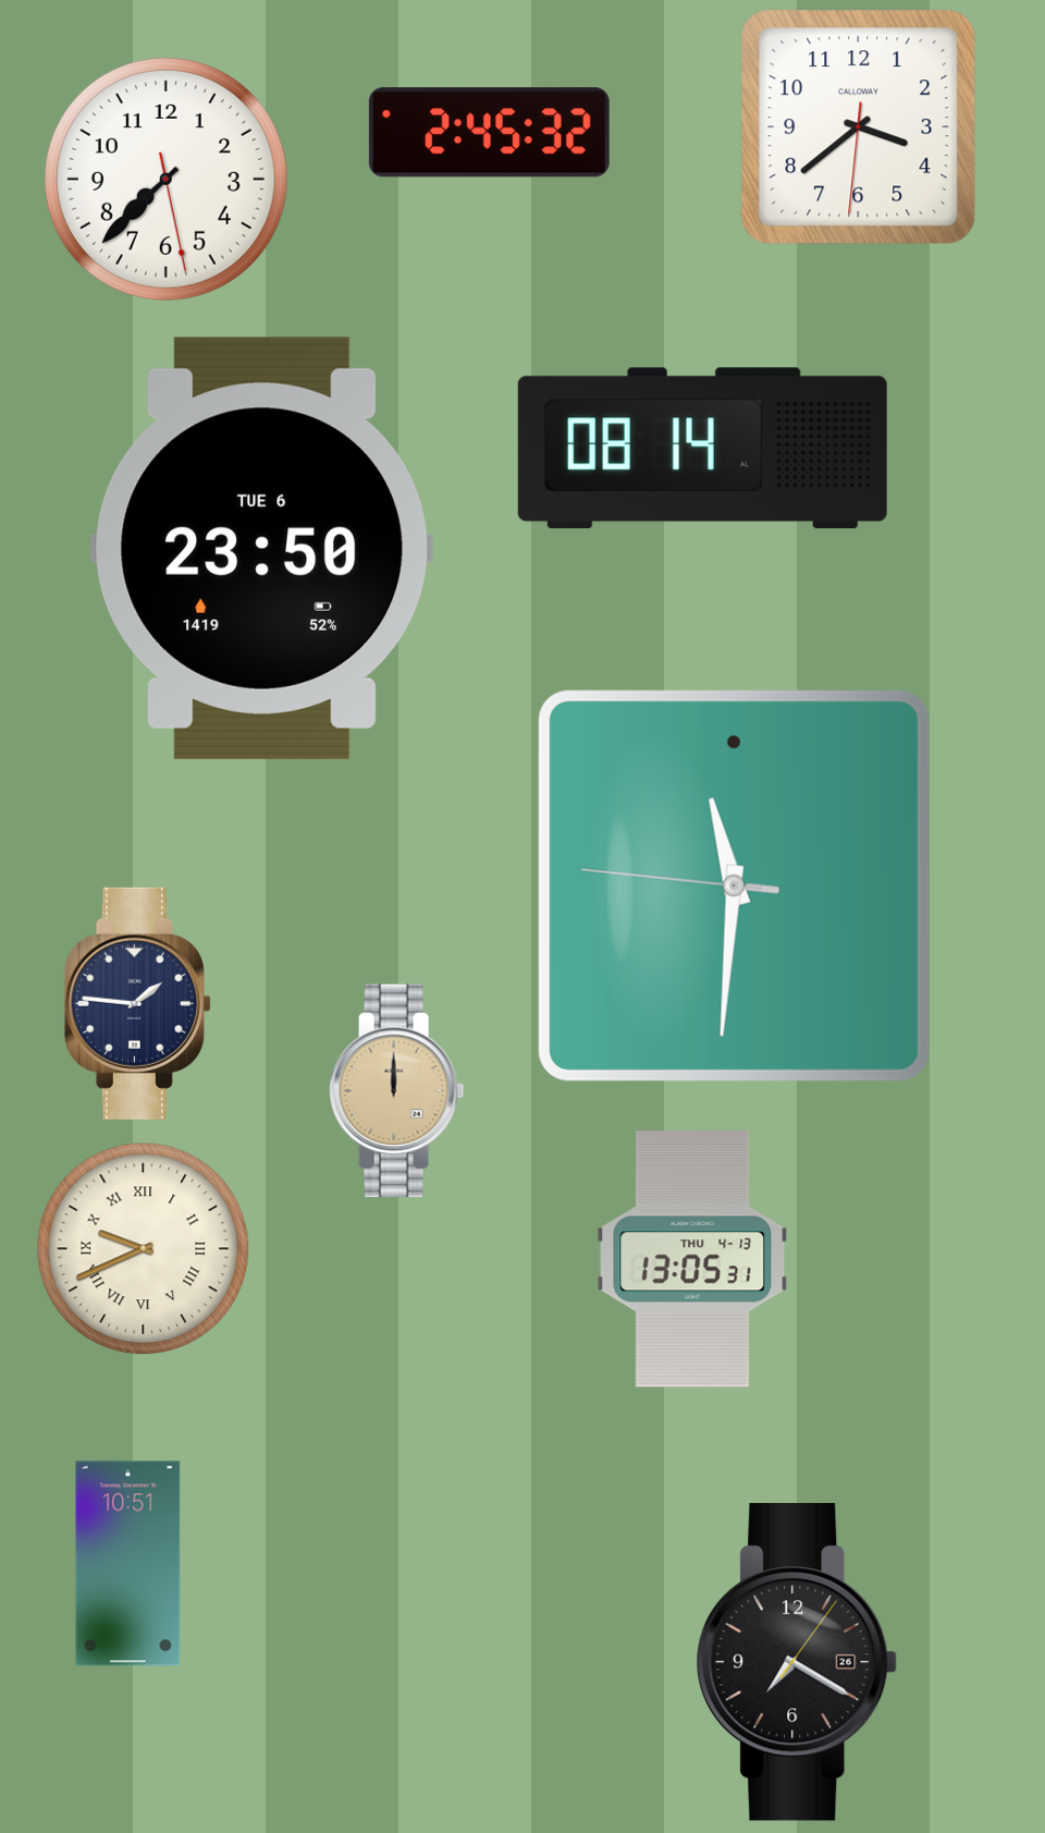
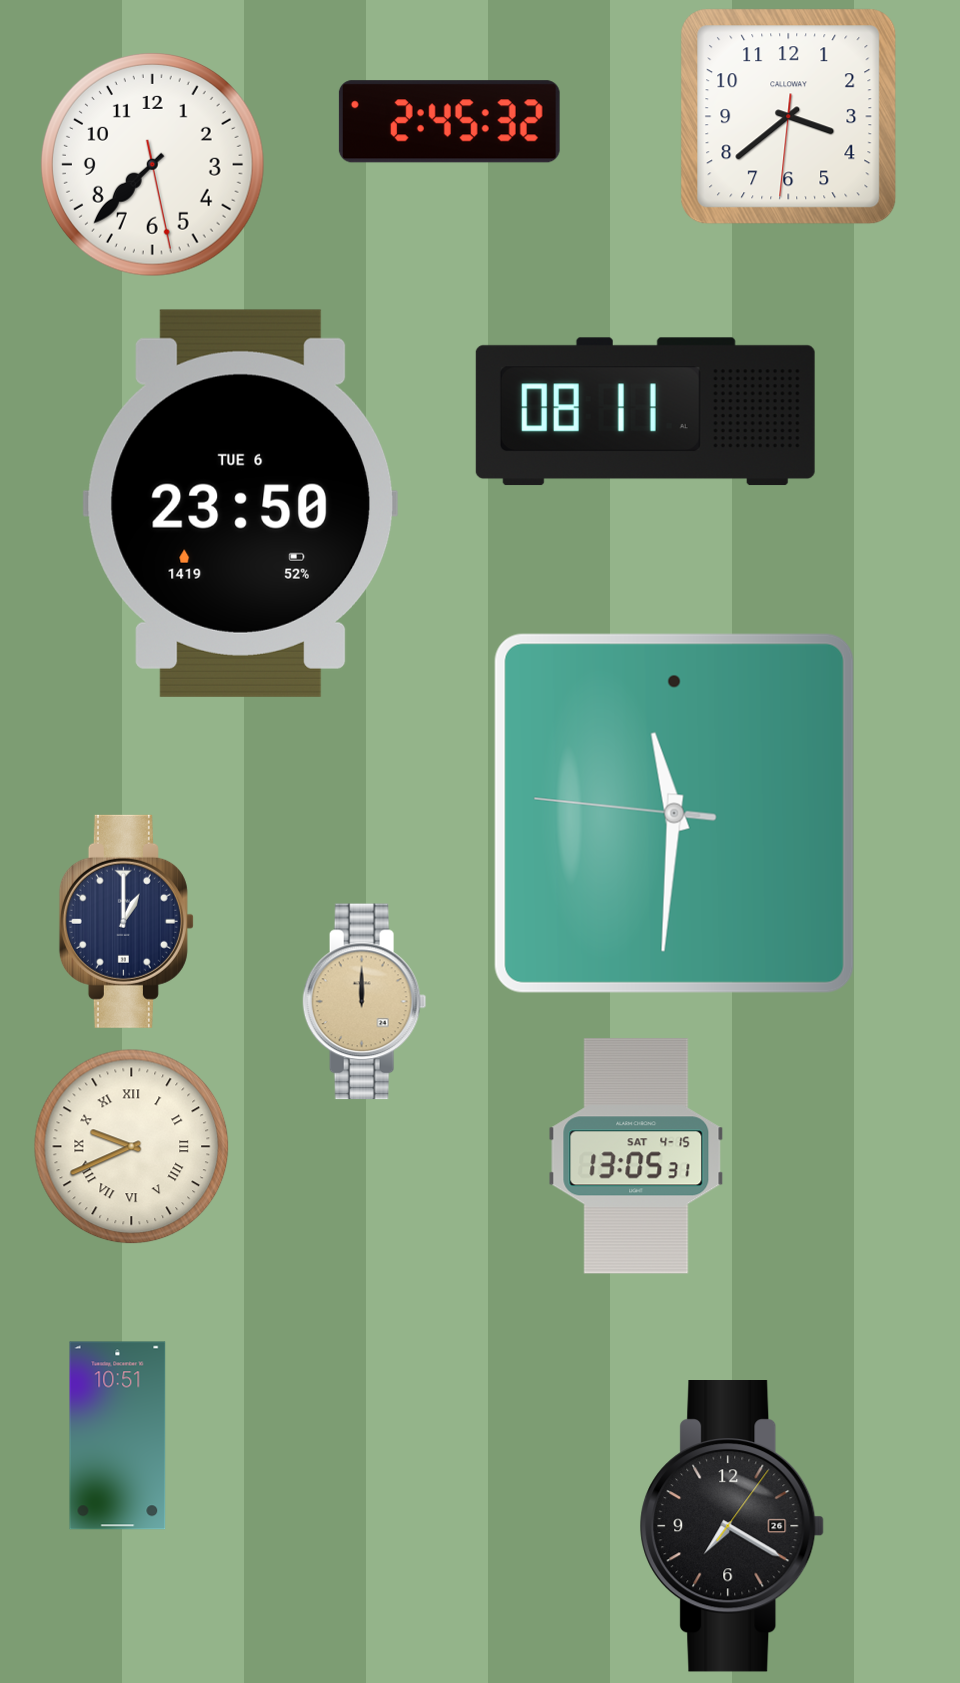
clock at (702, 449): 08:14 -> 08:11
clock at (137, 1003): 1:46 -> 1:00
clock at (692, 1259) date: THU 4-13 -> SAT 4-15
